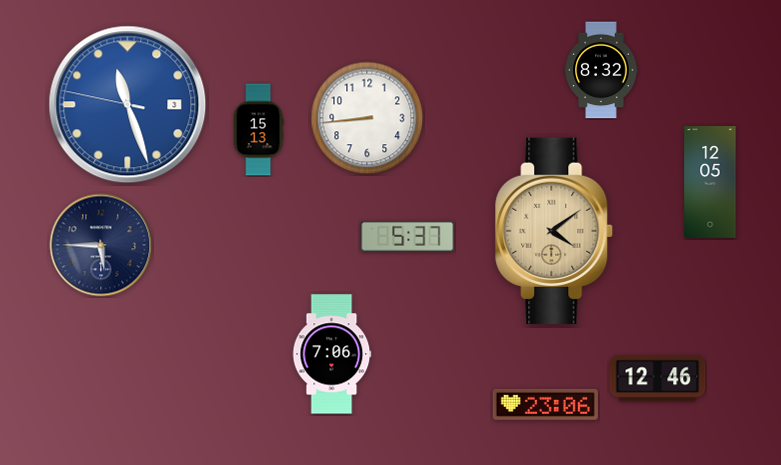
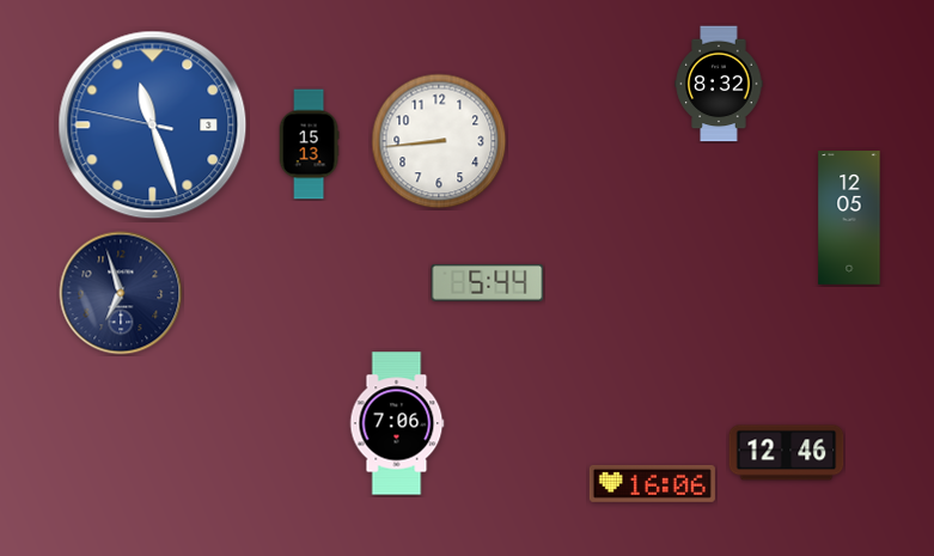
clock at (258, 130) position: (258, 130) -> (309, 145)
clock at (555, 231): 4:09 -> none
clock at (408, 236): 5:37 -> 5:44
clock at (101, 245): 5:45 -> 6:57
clock at (545, 404): 23:06 -> 16:06
